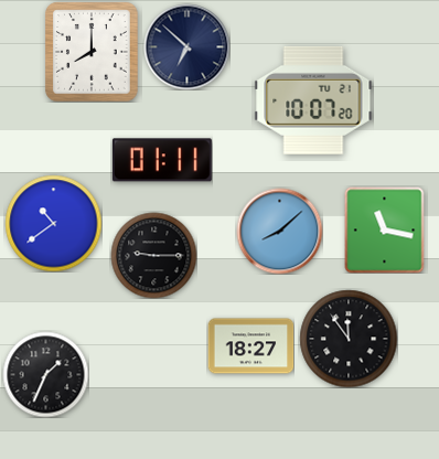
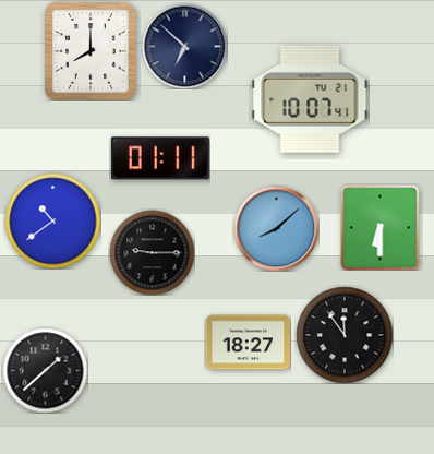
clock at (313, 100): 10:07:20 -> 10:07:41
clock at (385, 229): 11:17 -> 6:30
clock at (45, 374): 1:34 -> 1:38
